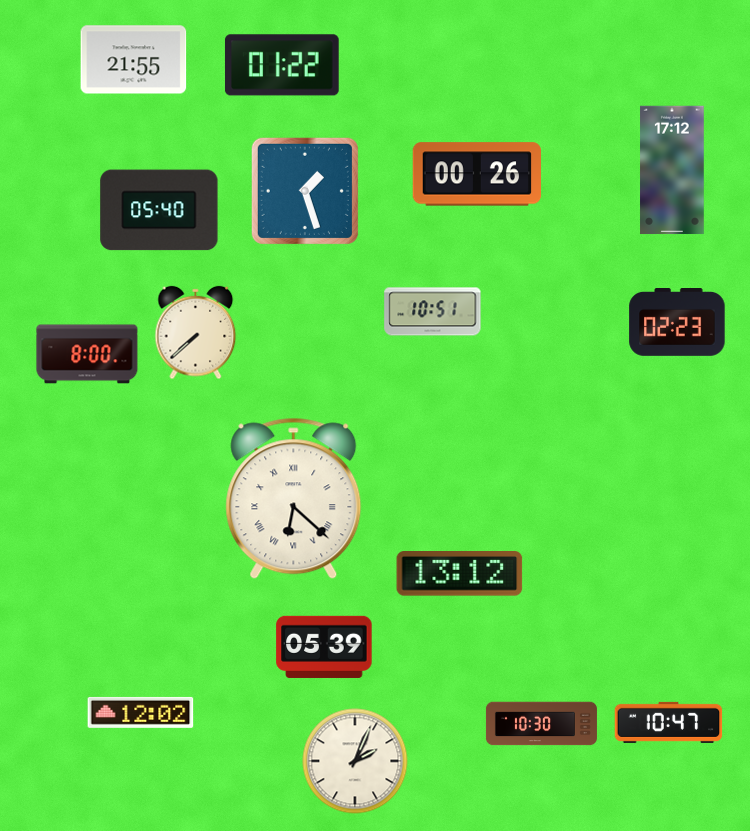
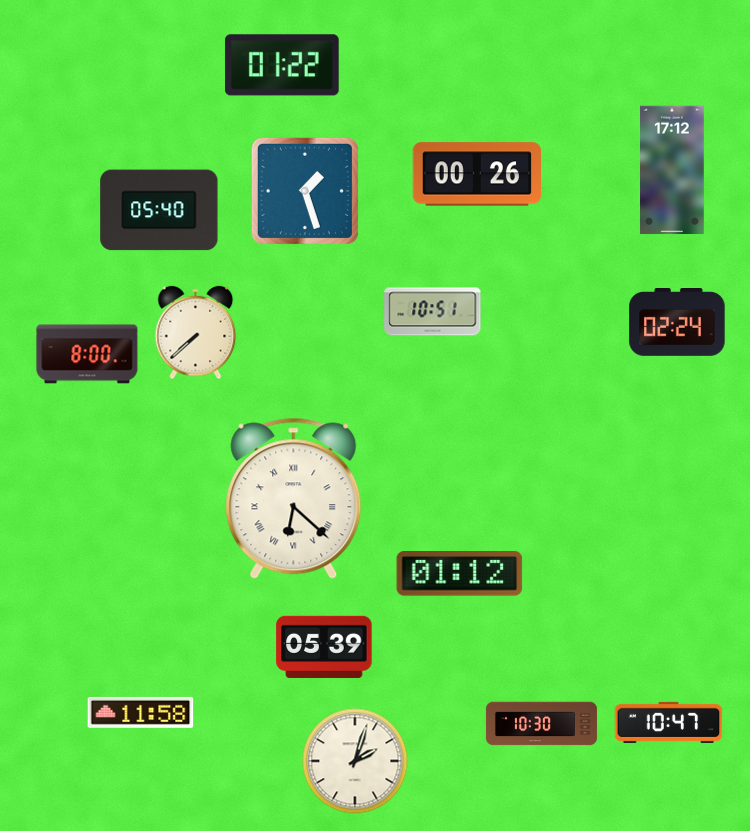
clock at (134, 60): 21:55 -> none
clock at (677, 323): 02:23 -> 02:24
clock at (460, 574): 13:12 -> 01:12
clock at (141, 712): 12:02 -> 11:58
clock at (355, 761): 2:04 -> 2:03
